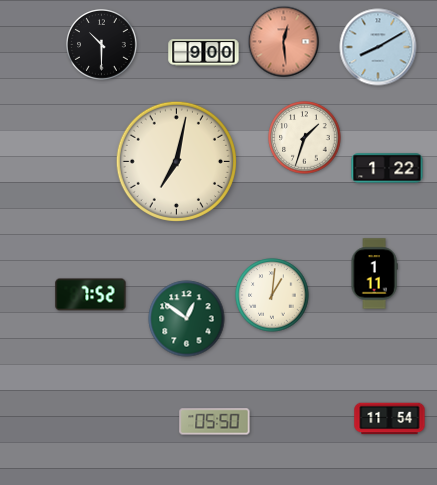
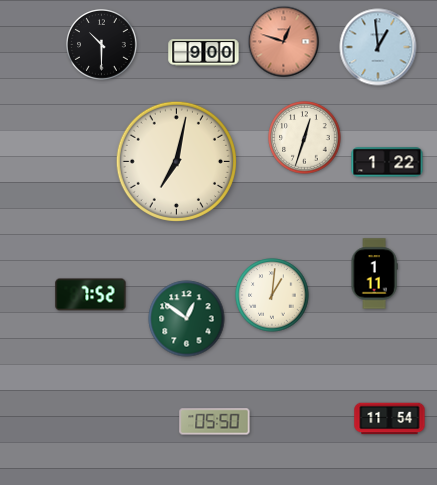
clock at (284, 42): 12:29 -> 12:48
clock at (378, 47): 8:10 -> 12:59
clock at (305, 138): 1:33 -> 12:33
clock at (387, 168) position: (387, 168) -> (387, 162)
